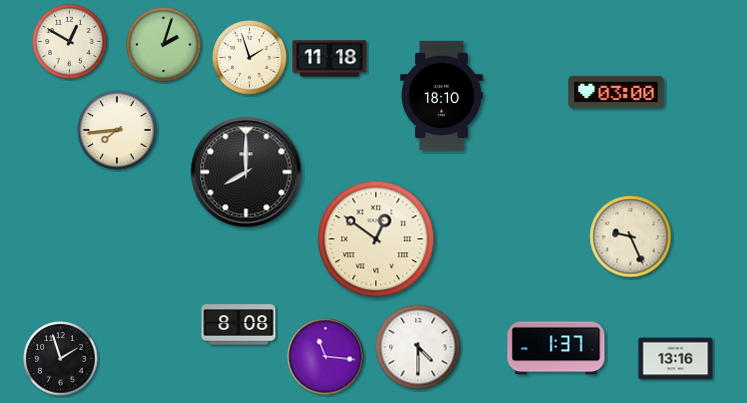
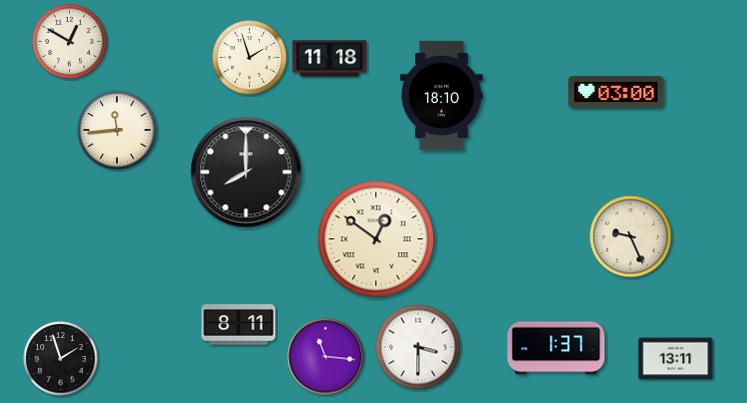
clock at (164, 45): 2:03 -> none
clock at (117, 130): 7:44 -> 11:44
clock at (239, 325): 8:08 -> 8:11
clock at (418, 347): 4:30 -> 3:30
clock at (676, 359): 13:16 -> 13:11
